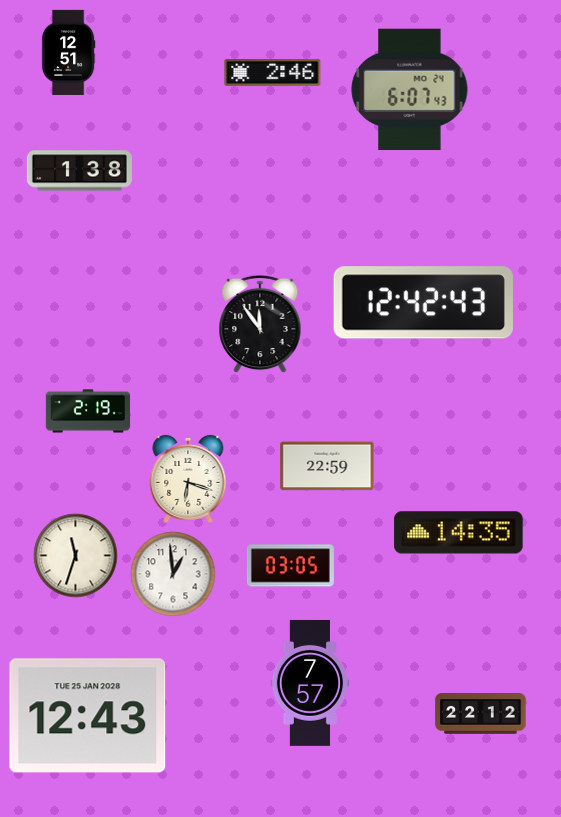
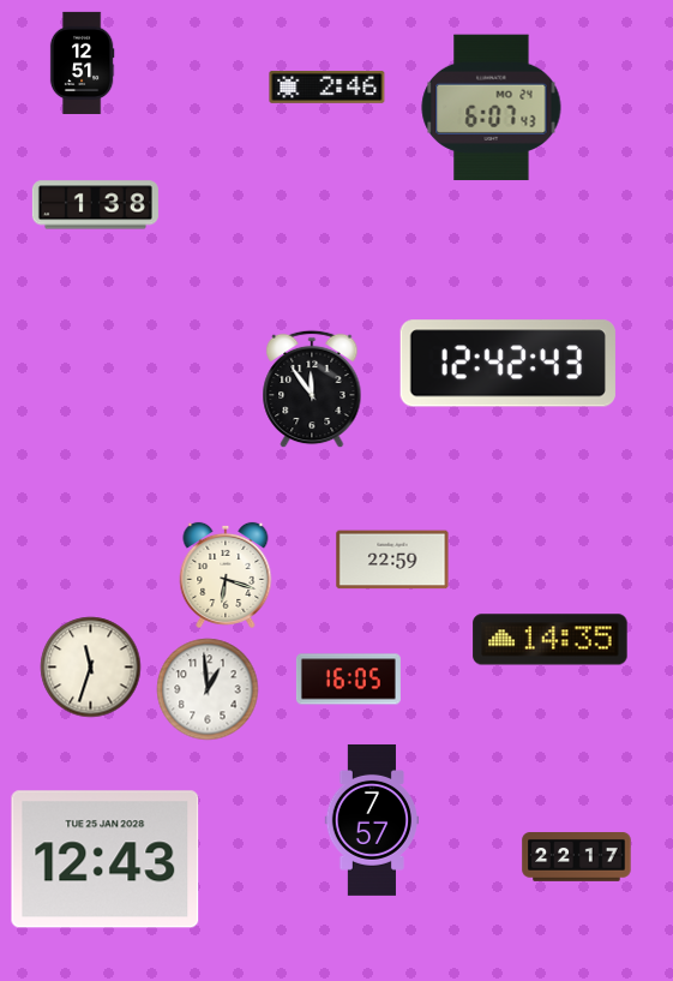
clock at (88, 411): 2:19 -> none
clock at (290, 566): 03:05 -> 16:05
clock at (481, 714): 22:12 -> 22:17
